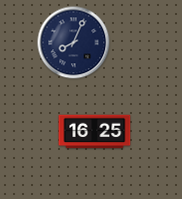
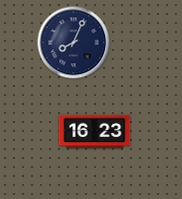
clock at (95, 132): 16:25 -> 16:23
